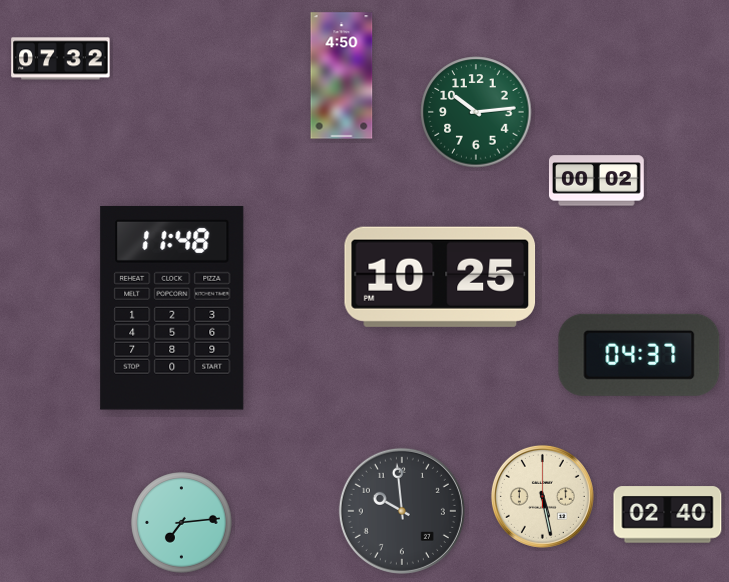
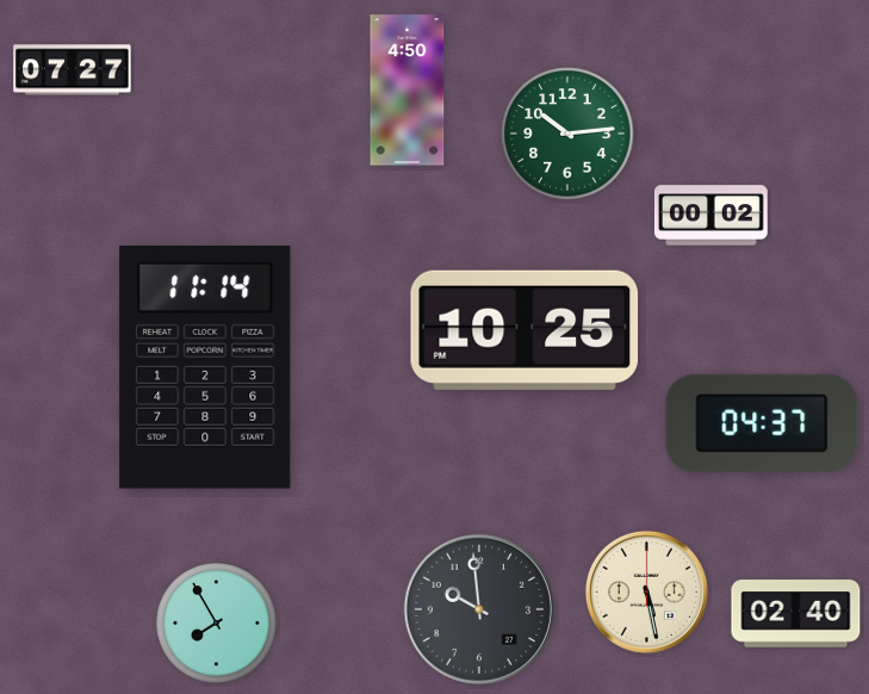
clock at (61, 59): 07:32 -> 07:27
clock at (172, 308): 11:48 -> 11:14
clock at (182, 523): 7:14 -> 7:55
